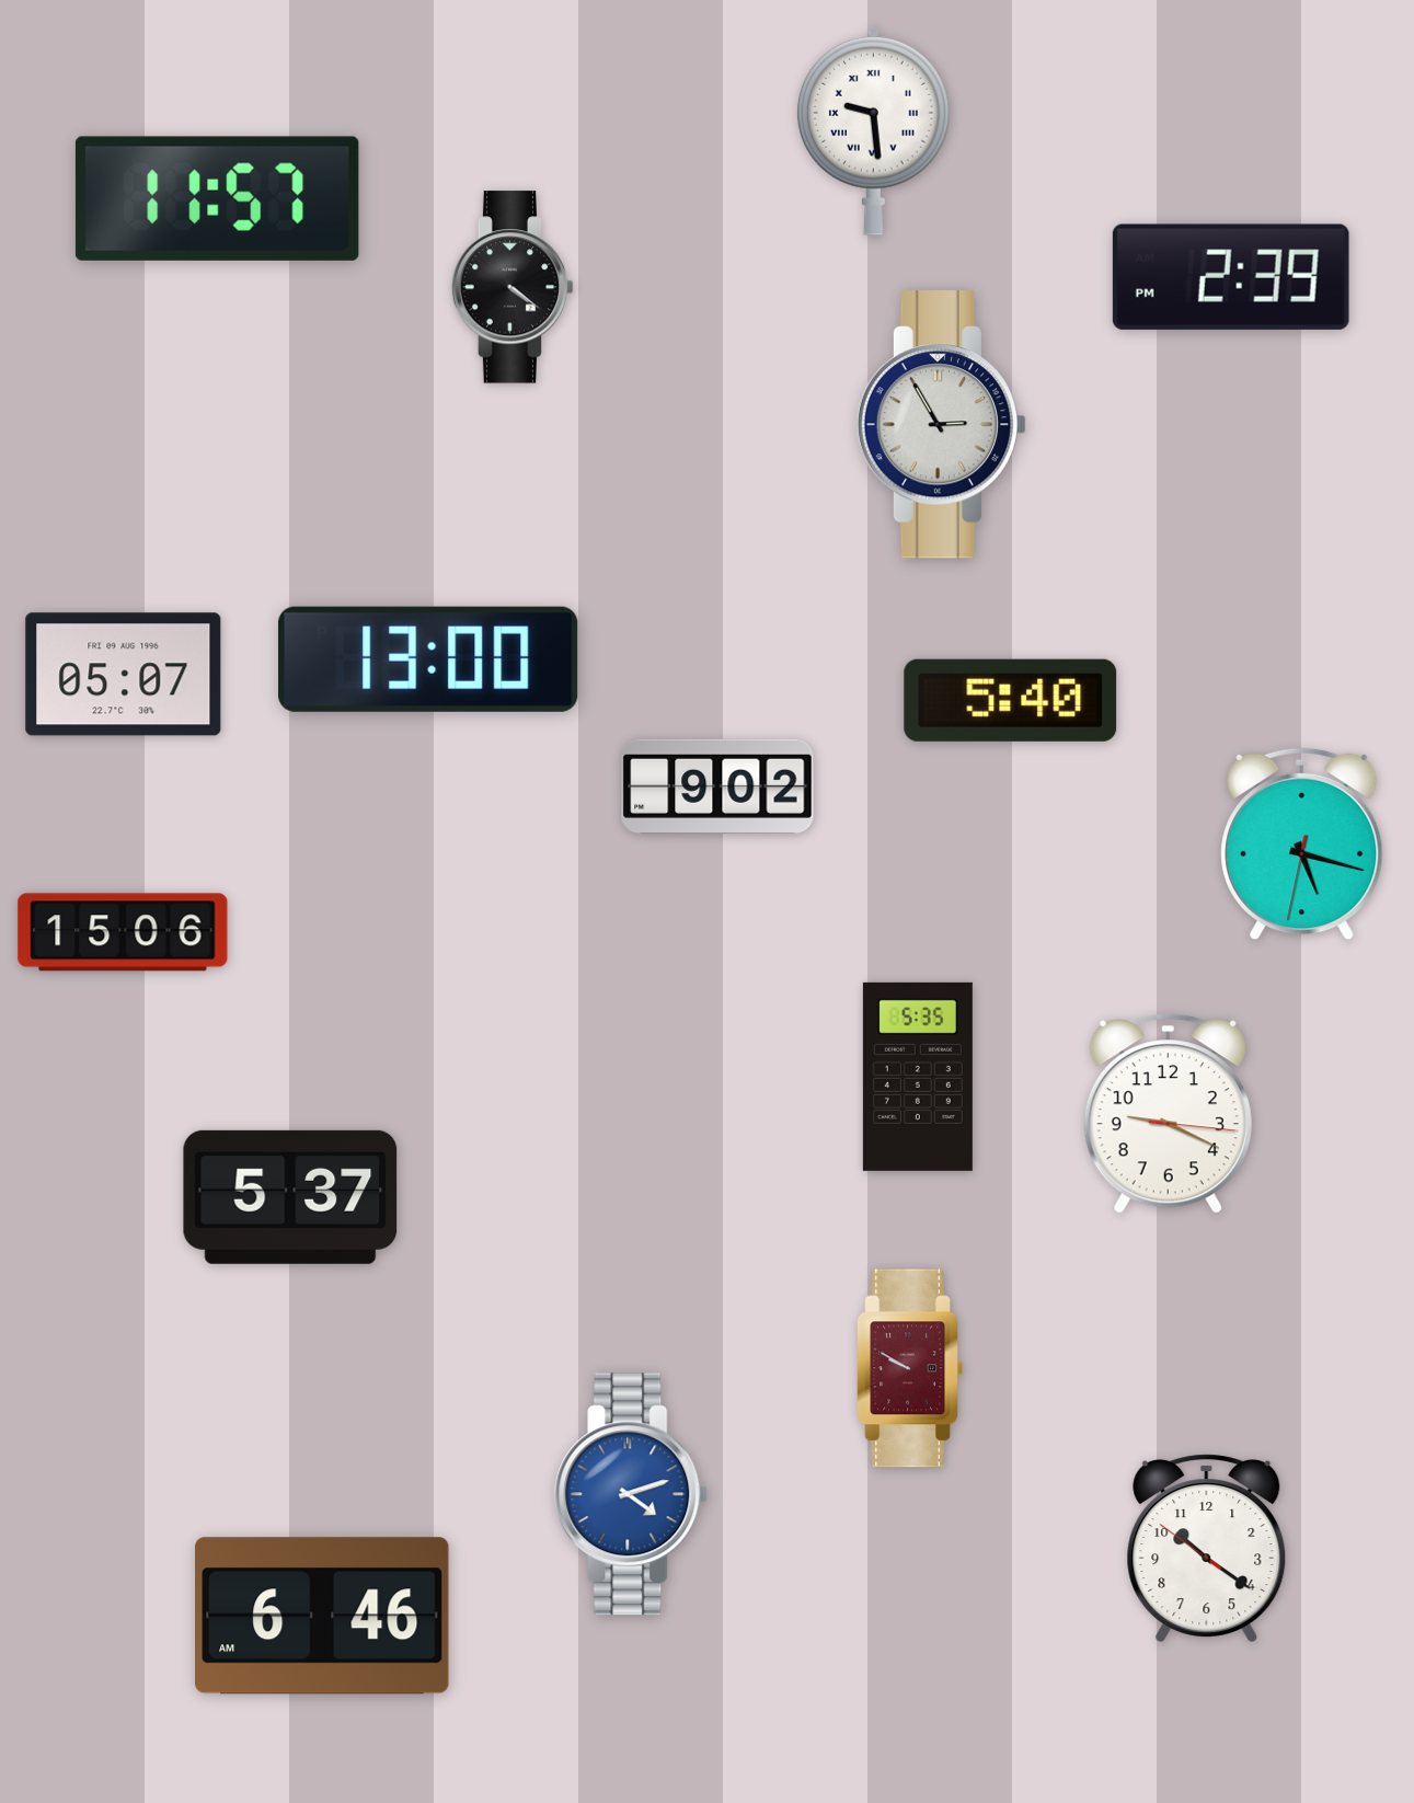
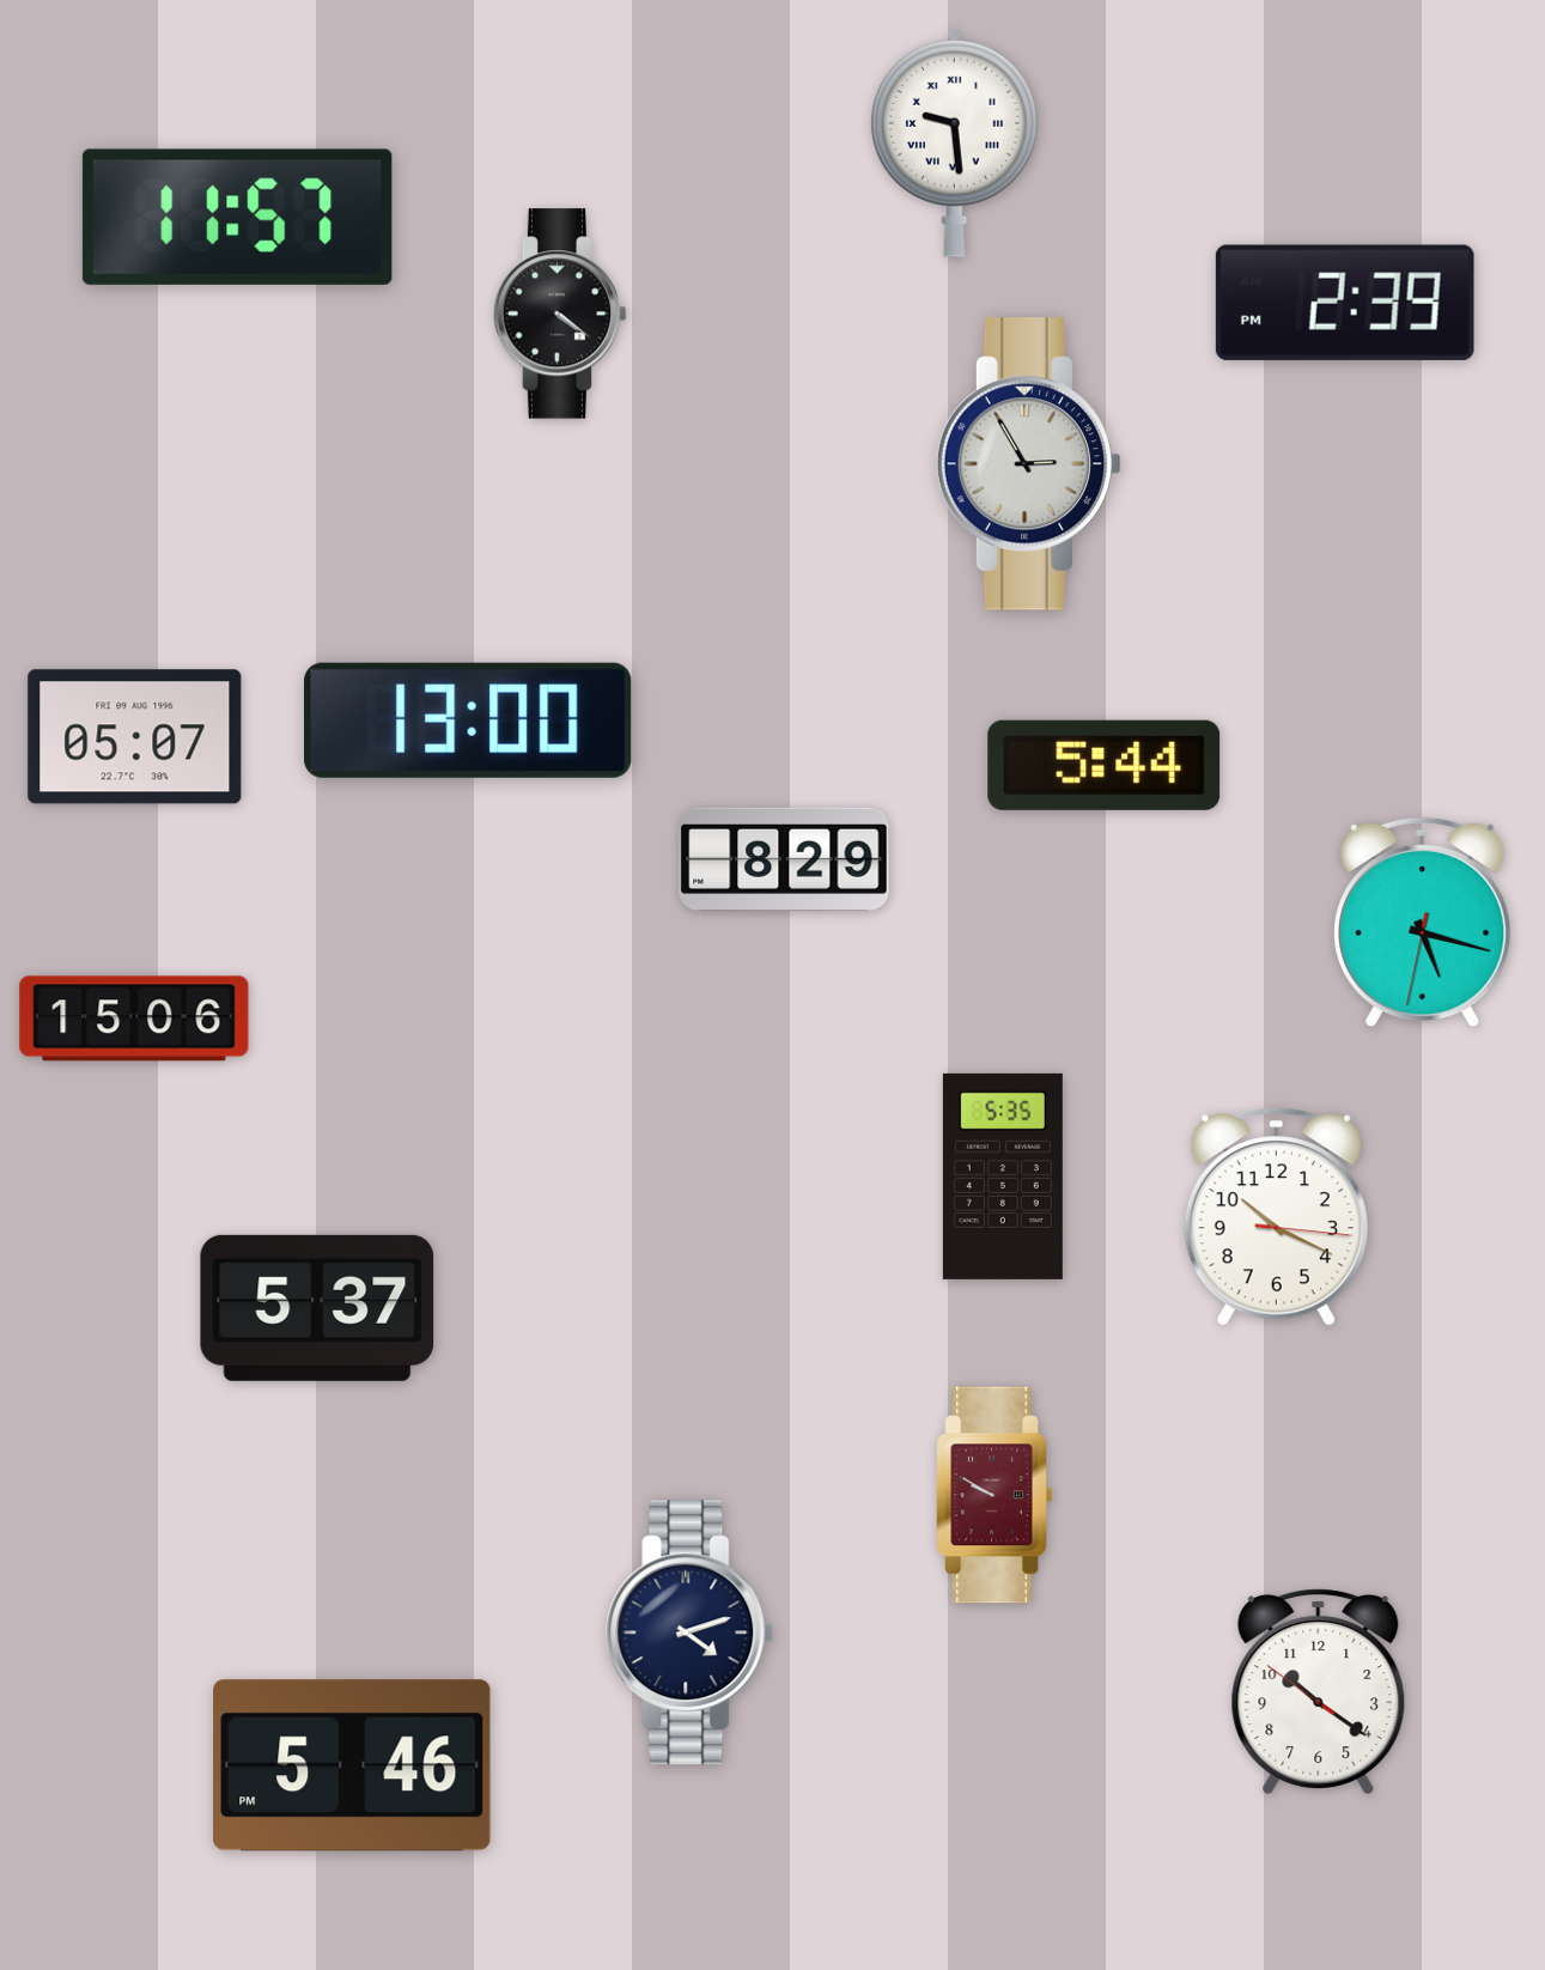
clock at (1011, 700): 5:40 -> 5:44
clock at (717, 786): 9:02 -> 8:29
clock at (1168, 1114): 9:19 -> 10:19
clock at (632, 1494) dial: blue -> navy
clock at (322, 1616): 6:46 -> 5:46
